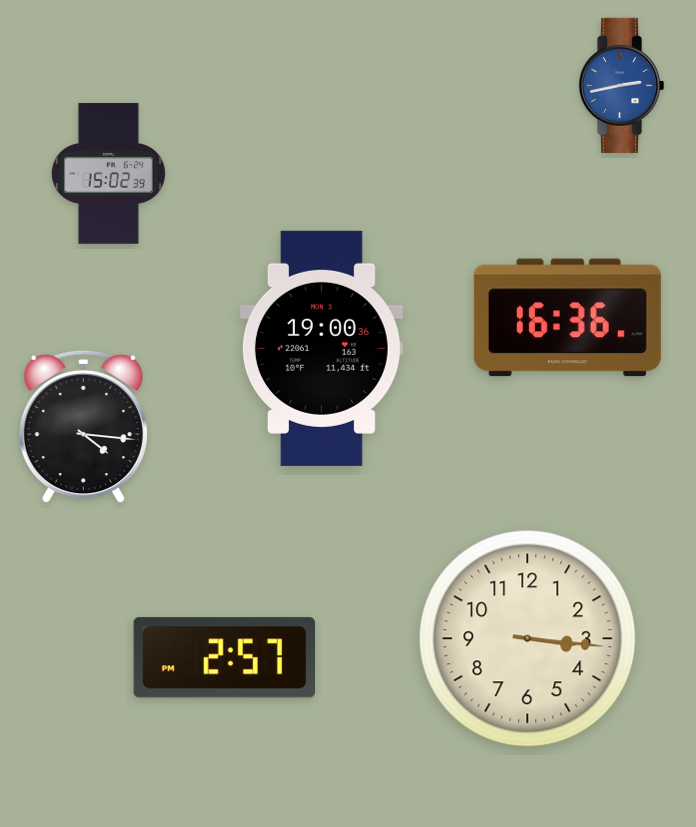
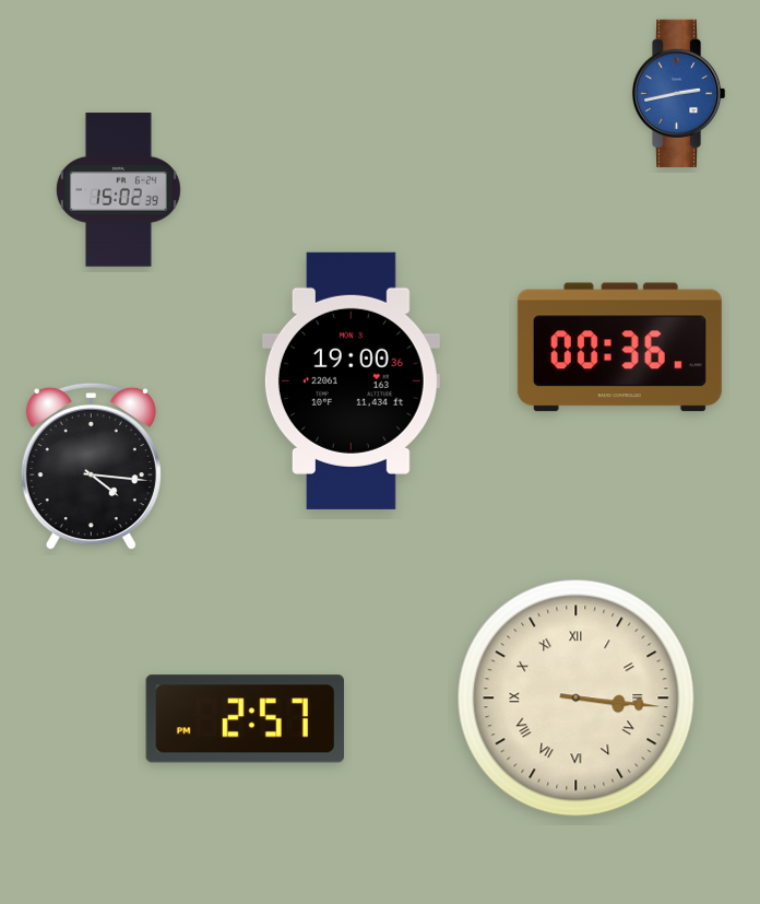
clock at (567, 318): 16:36 -> 00:36
clock at (528, 639) numerals: Arabic -> Roman
